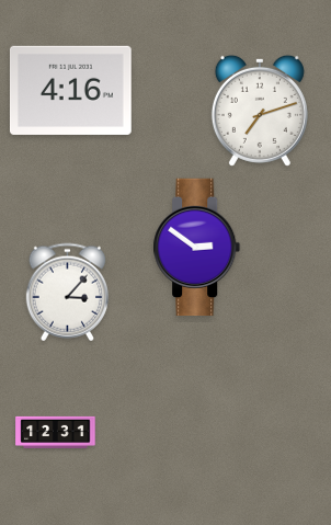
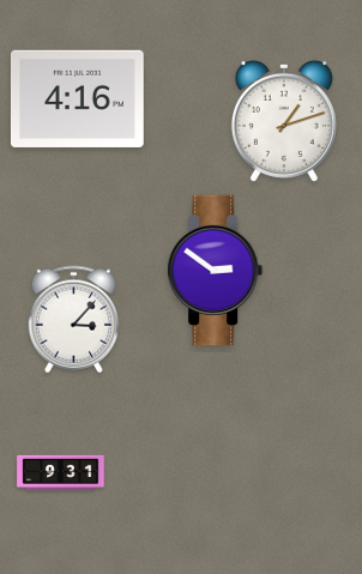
clock at (260, 111): 7:12 -> 1:12
clock at (56, 432): 12:31 -> 9:31
